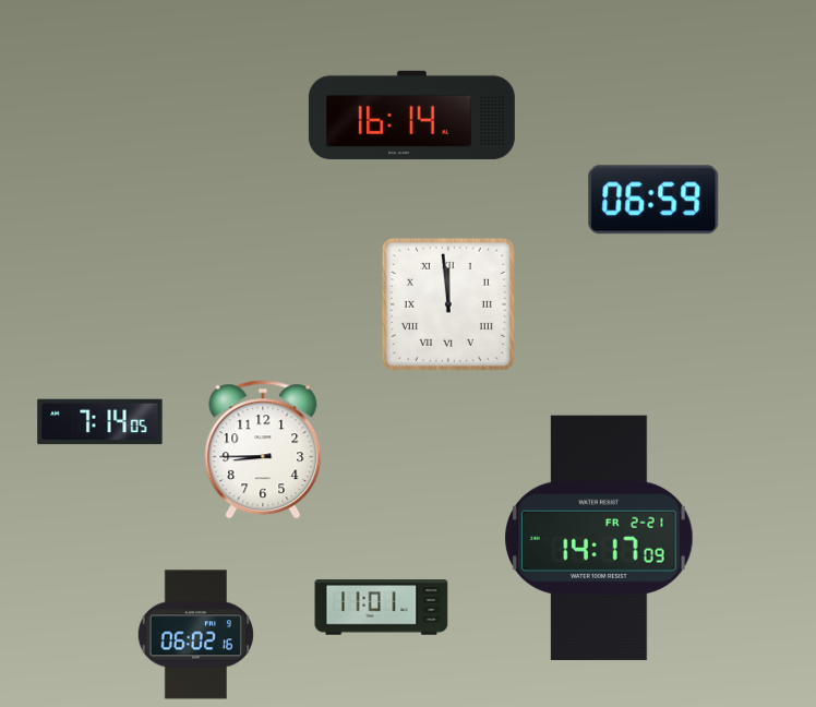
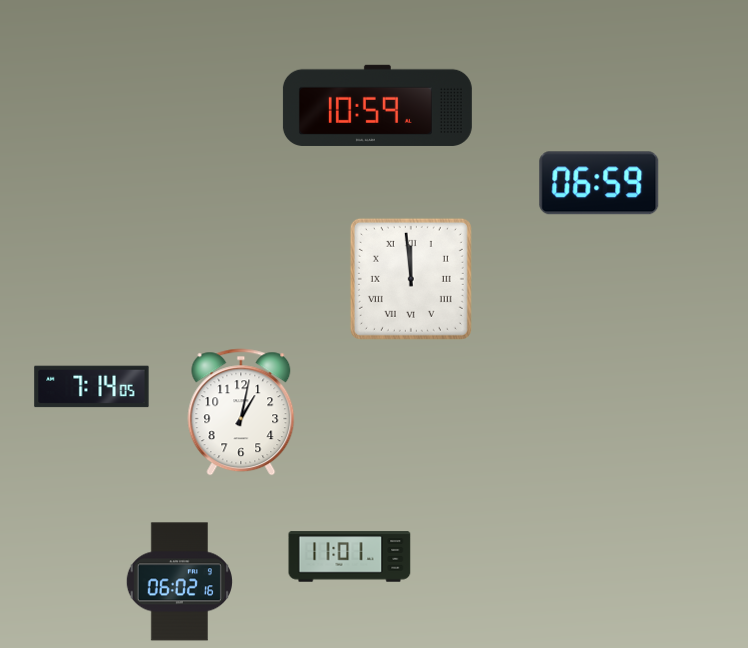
clock at (411, 115): 16:14 -> 10:59
clock at (263, 450): 8:45 -> 1:02
clock at (599, 538): 14:17 -> none
